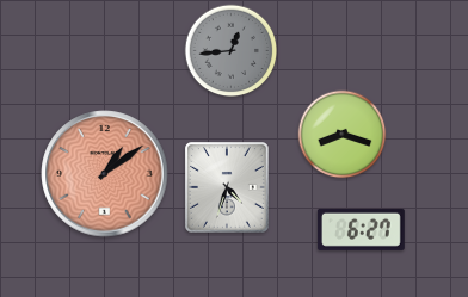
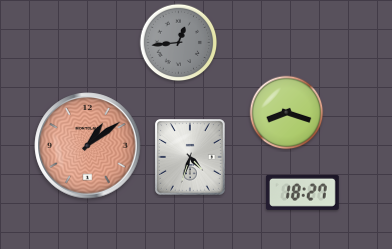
clock at (232, 51) position: (232, 51) -> (179, 43)
clock at (361, 229): 6:27 -> 18:27
